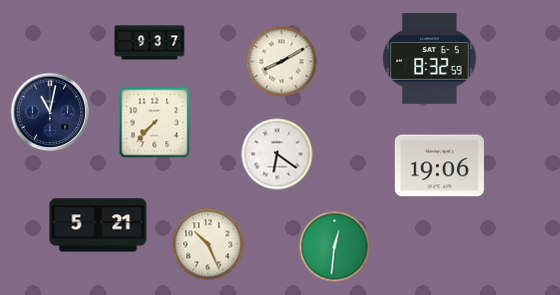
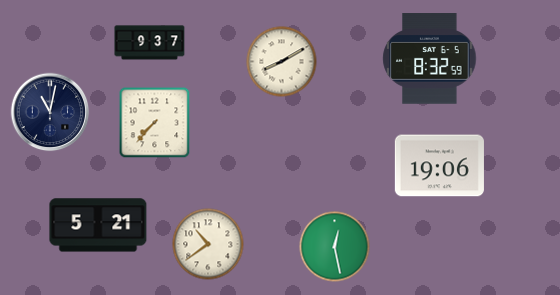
clock at (277, 154): 6:21 -> none
clock at (208, 244): 10:26 -> 10:39
clock at (335, 247): 12:31 -> 12:28
